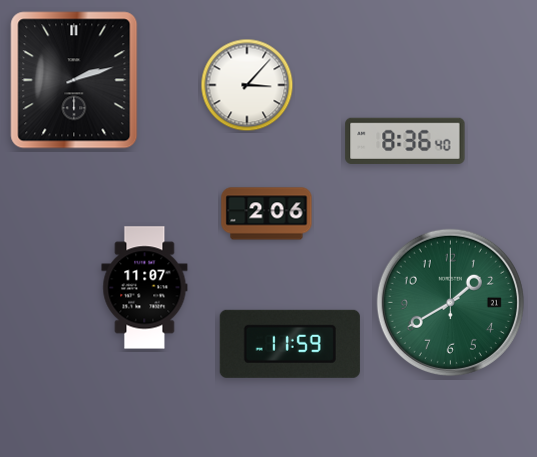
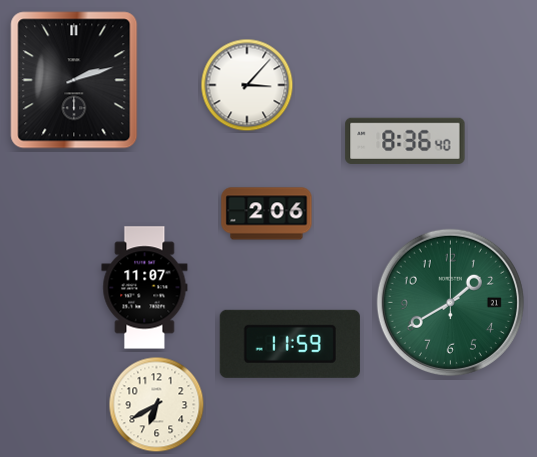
clock at (157, 405): none -> 6:40
